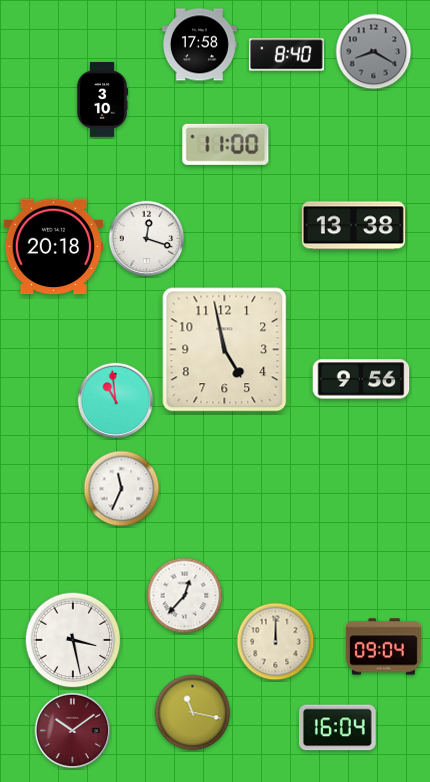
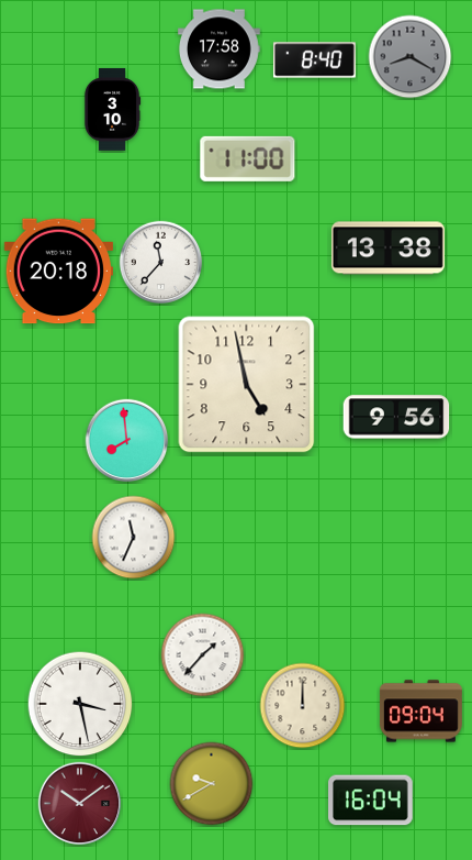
clock at (147, 239): 12:18 -> 11:37
clock at (116, 401): 10:59 -> 7:59
clock at (185, 596): 12:37 -> 1:37
clock at (193, 713): 11:17 -> 9:40
